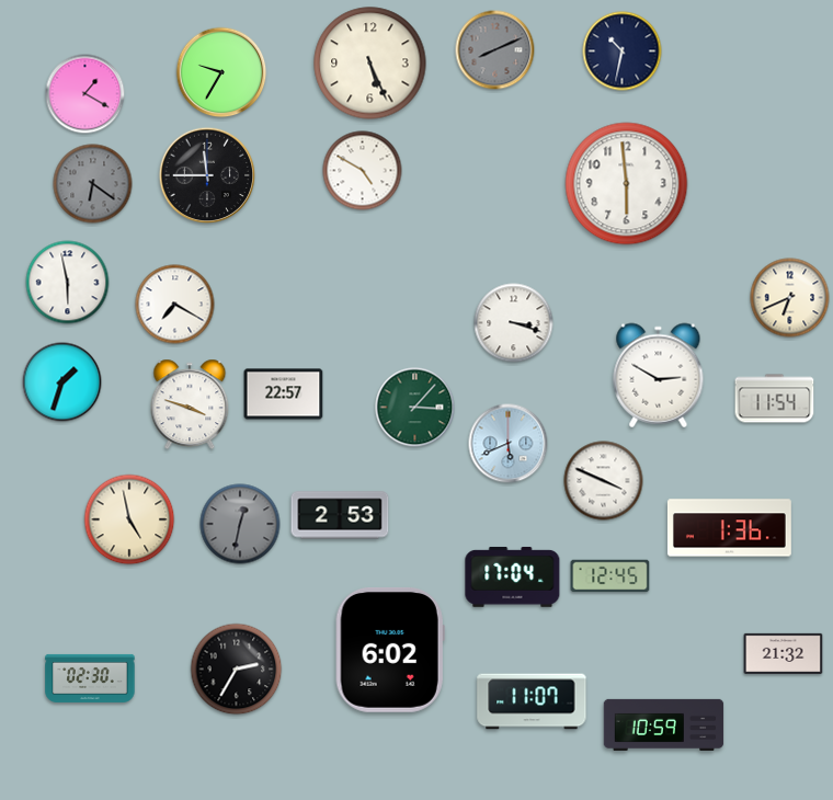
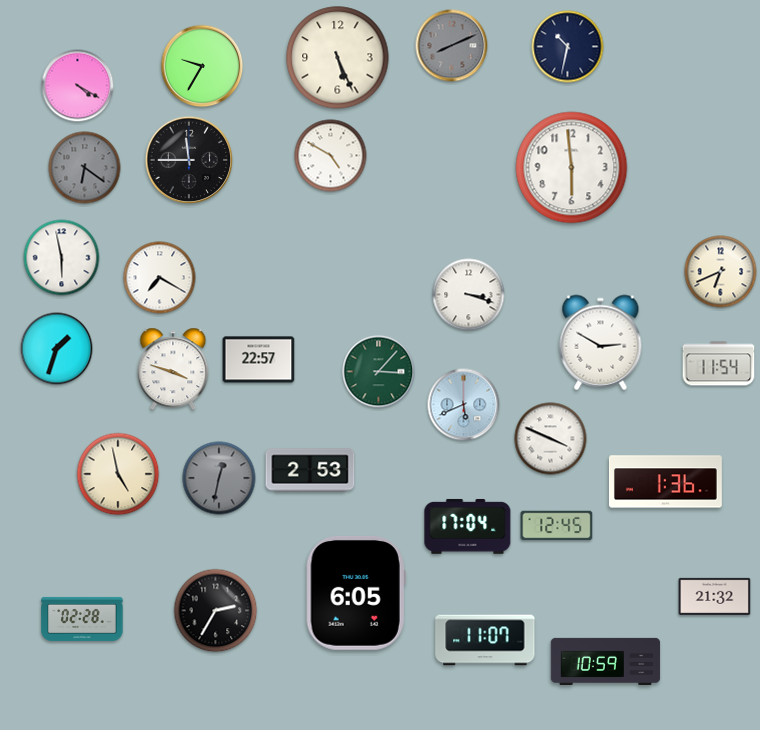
clock at (85, 94): 1:20 -> 4:20
clock at (775, 399) position: (775, 399) -> (719, 364)
clock at (390, 650): 6:02 -> 6:05
clock at (90, 678): 02:30 -> 02:28
